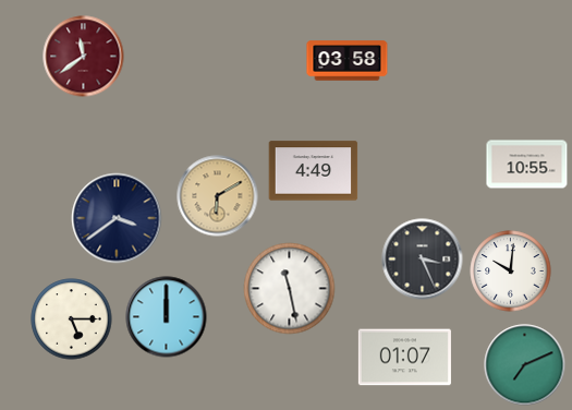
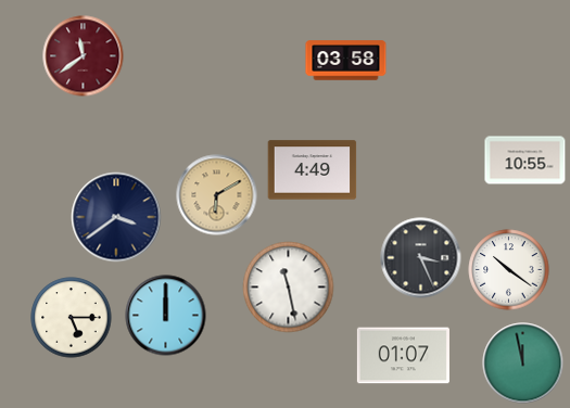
clock at (527, 165) position: (527, 165) -> (525, 161)
clock at (511, 272): 10:01 -> 10:21
clock at (525, 365): 7:11 -> 11:58
